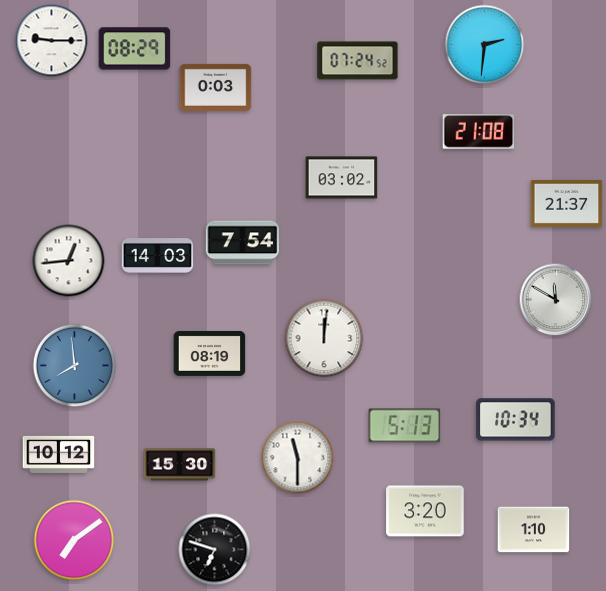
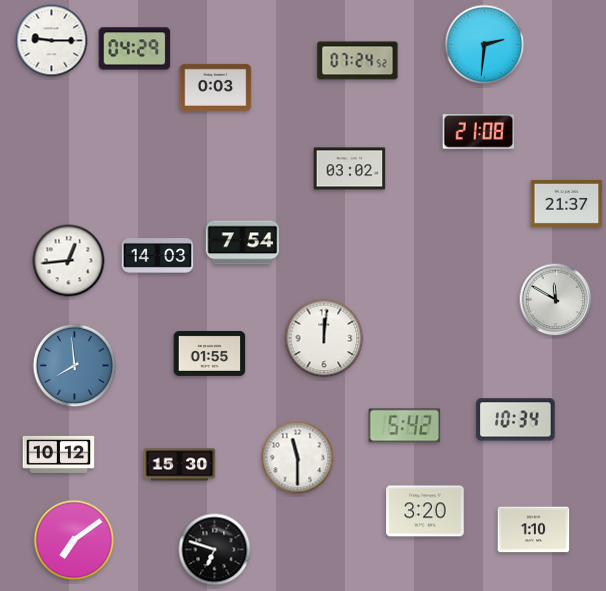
clock at (135, 49): 08:29 -> 04:29
clock at (342, 178) position: (342, 178) -> (350, 169)
clock at (210, 353): 08:19 -> 01:55
clock at (405, 426): 5:13 -> 5:42
